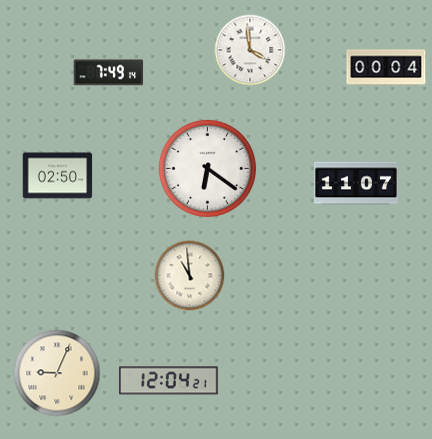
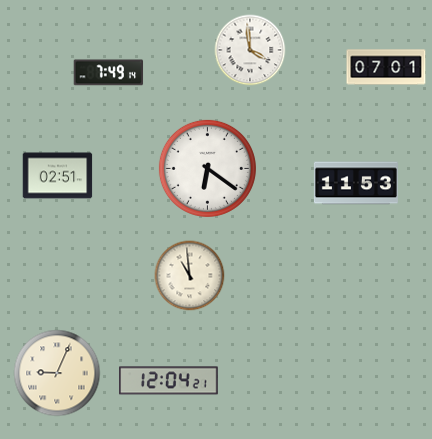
clock at (386, 67): 00:04 -> 07:01
clock at (58, 176): 02:50 -> 02:51
clock at (356, 183): 11:07 -> 11:53
